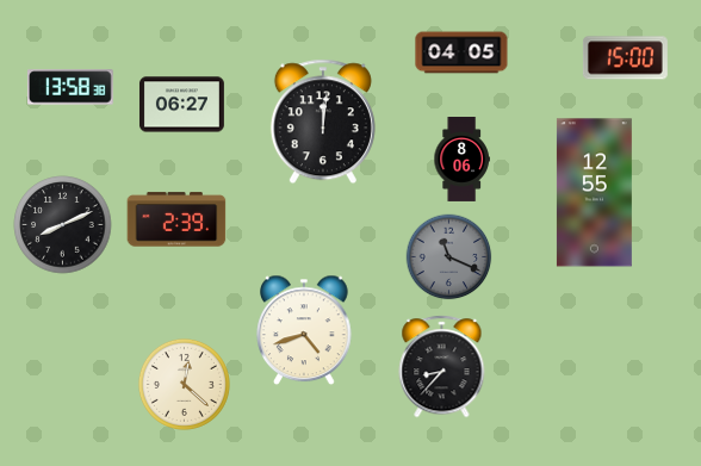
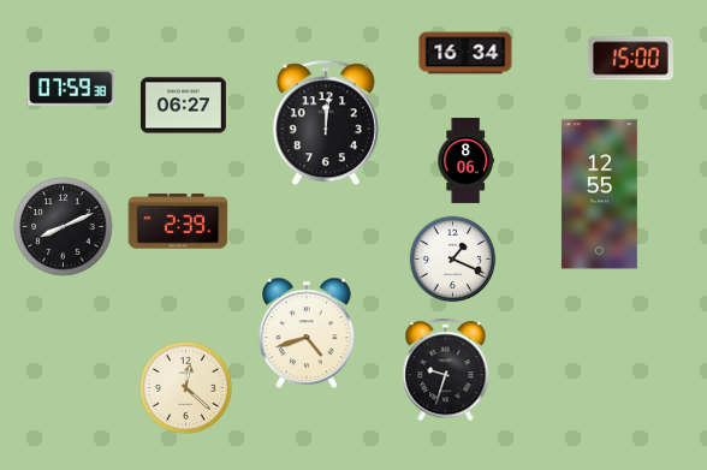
clock at (461, 52): 04:05 -> 16:34
clock at (72, 87): 13:58 -> 07:59
clock at (449, 257): 11:19 -> 1:19
clock at (449, 257) dial: grey -> white
clock at (442, 367): 8:37 -> 9:33
